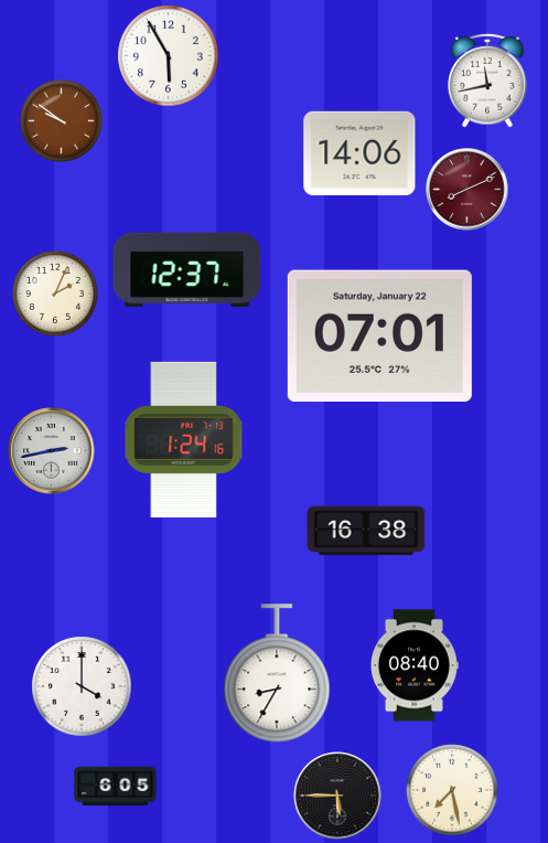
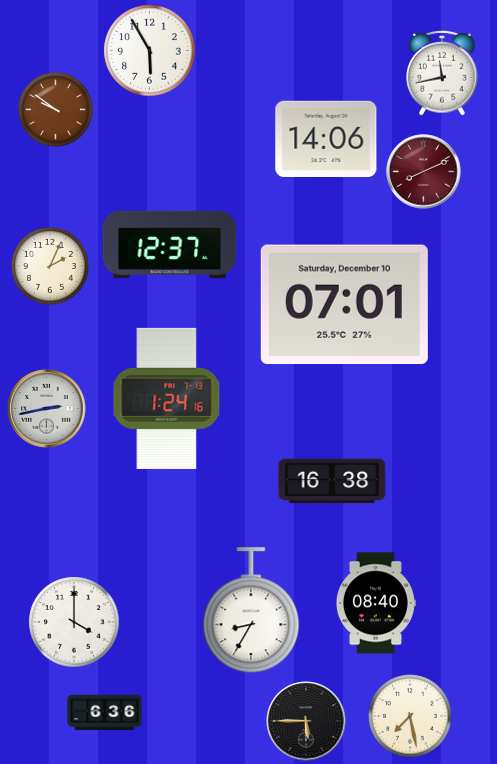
clock at (169, 56) position: (169, 56) -> (150, 51)
clock at (379, 335) date: Saturday, January 22 -> Saturday, December 10
clock at (116, 787): 6:05 -> 6:36
